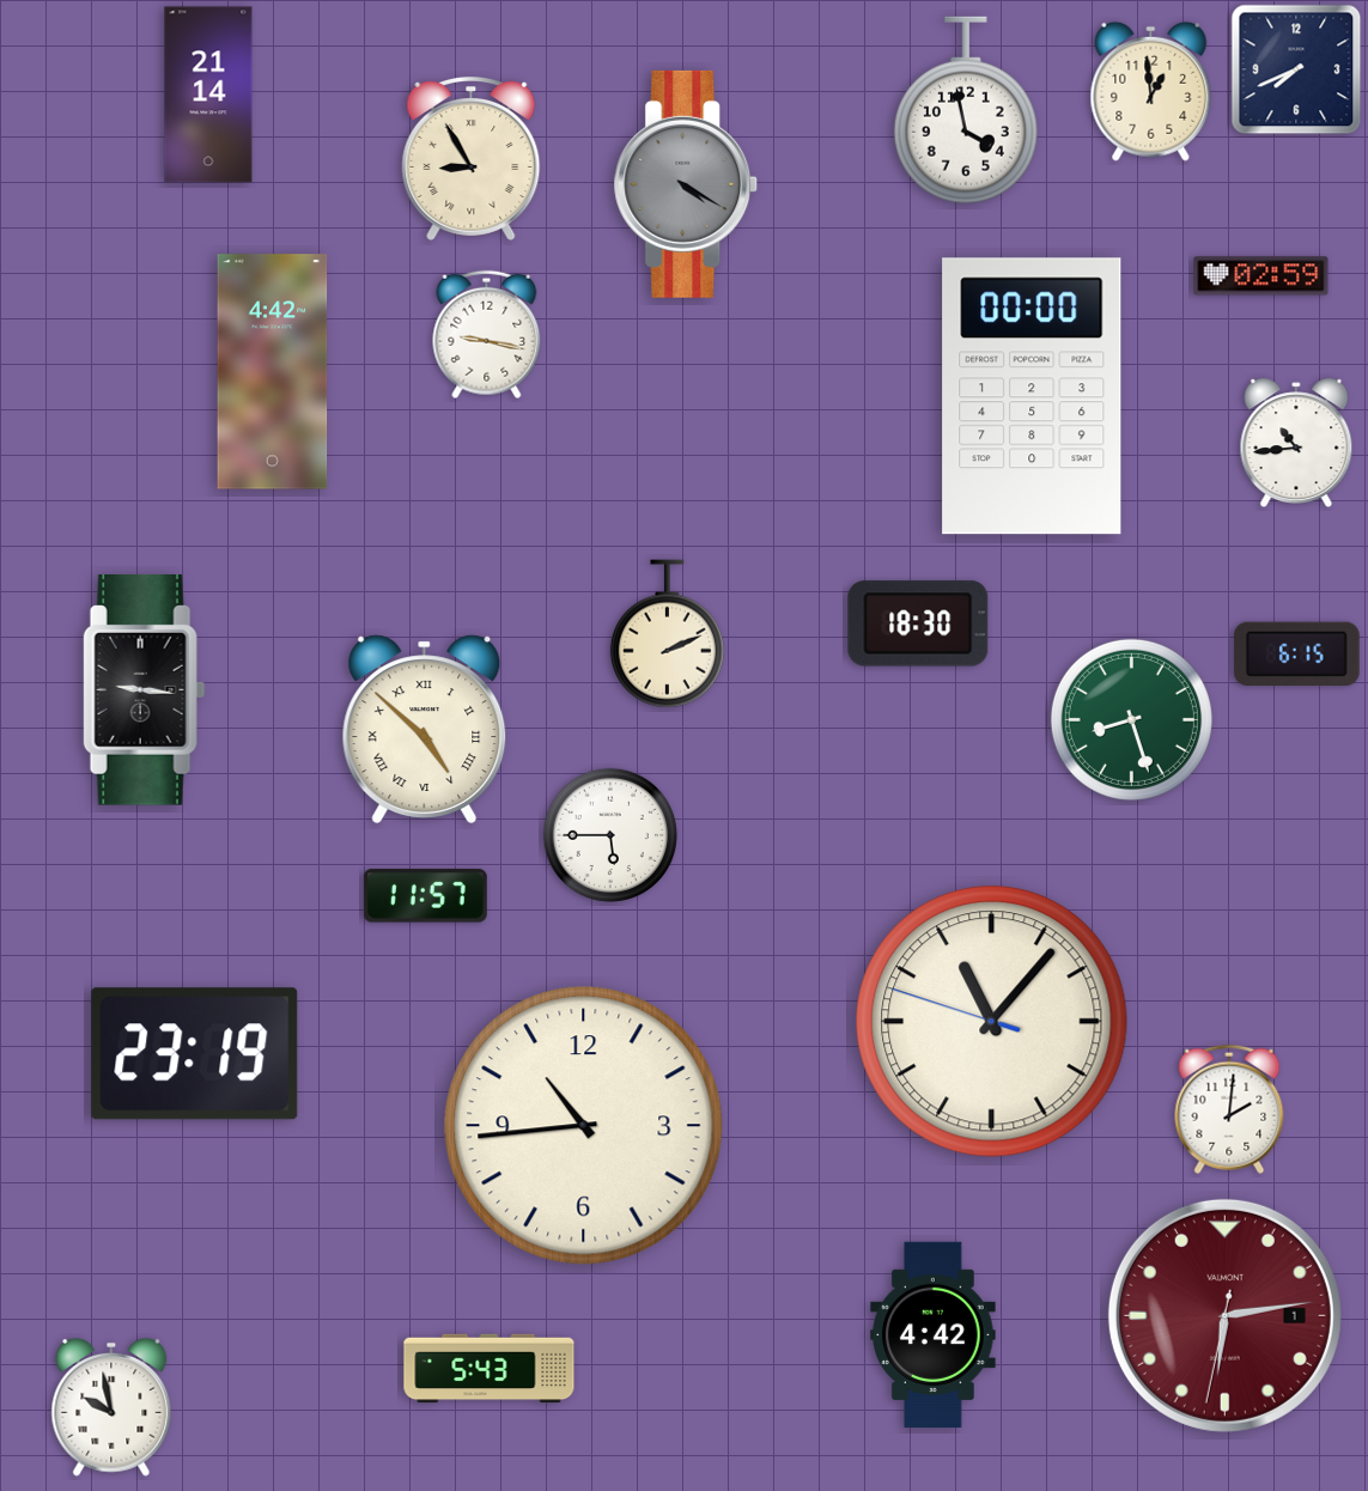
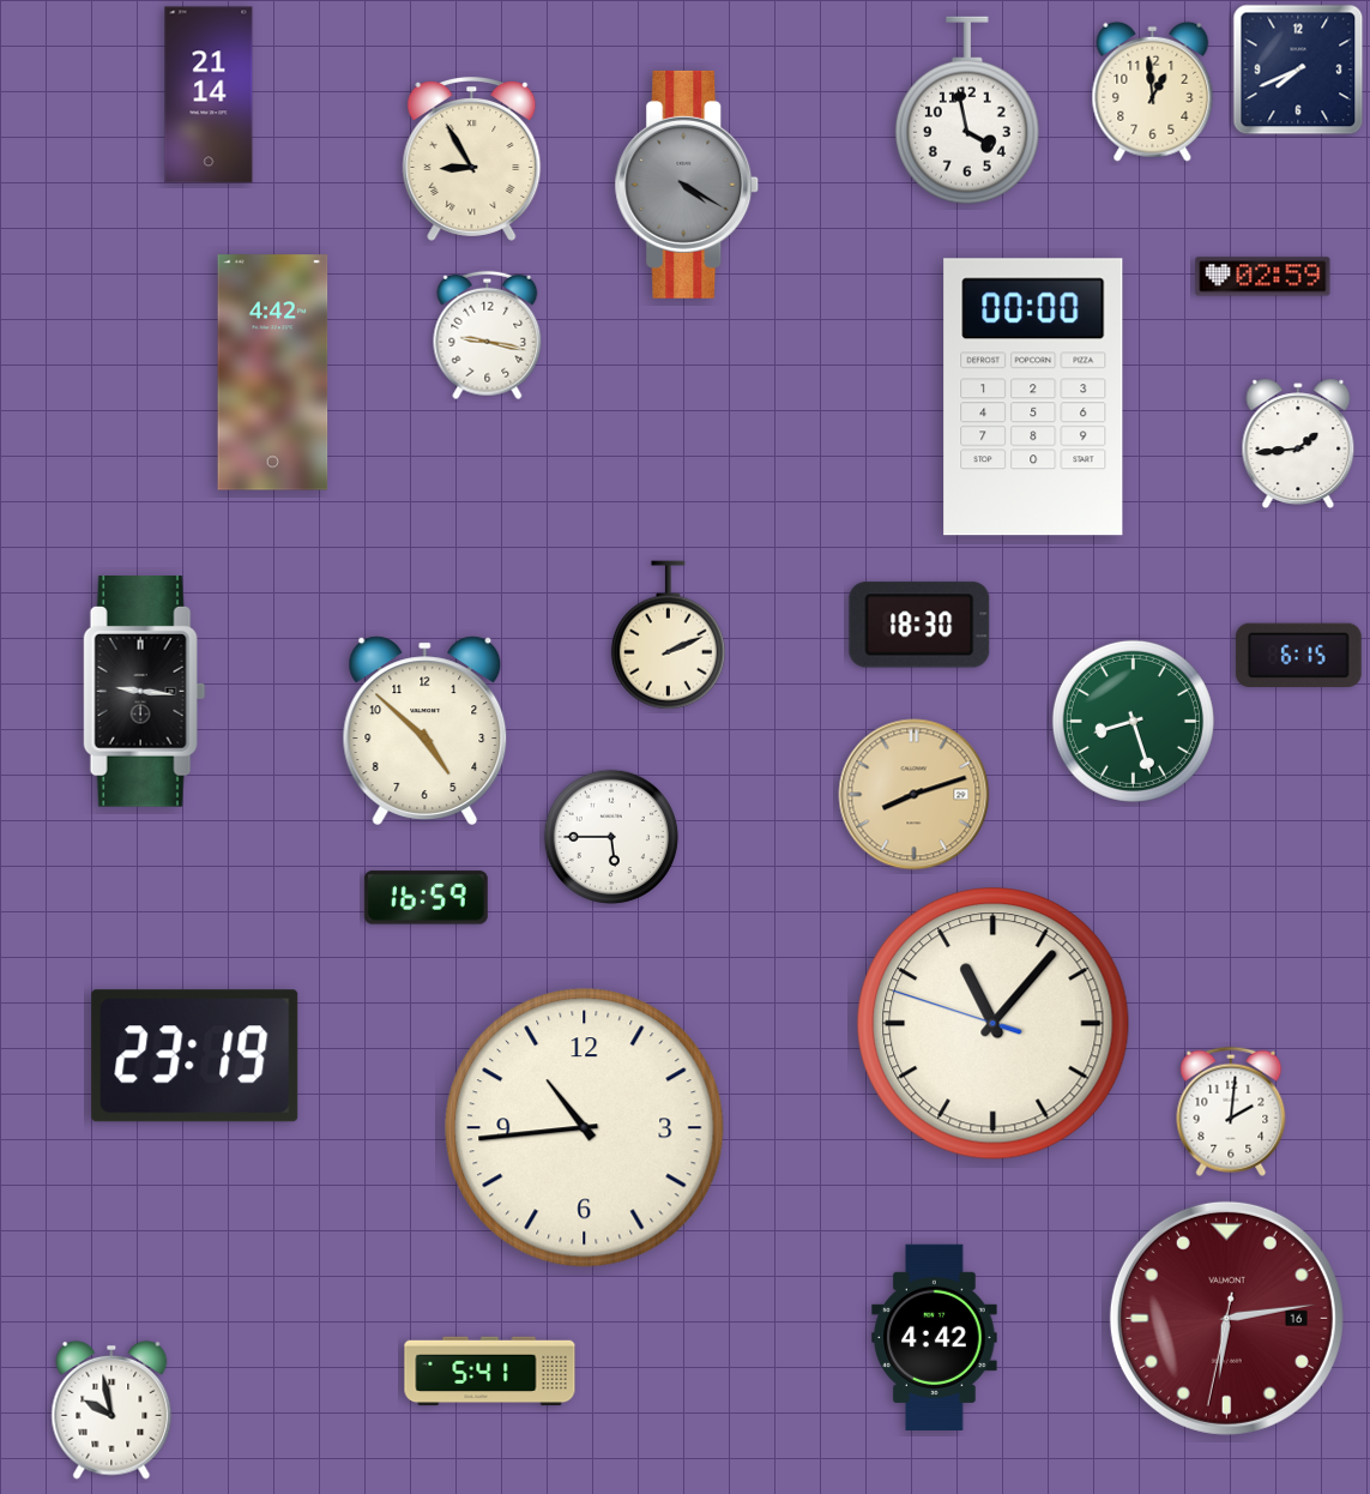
clock at (1296, 443): 10:44 -> 1:44
clock at (425, 729) numerals: Roman -> Arabic
clock at (915, 795): none -> 8:12
clock at (425, 896): 11:57 -> 16:59
clock at (1224, 1315) date: 1 -> 16
clock at (490, 1369): 5:43 -> 5:41
